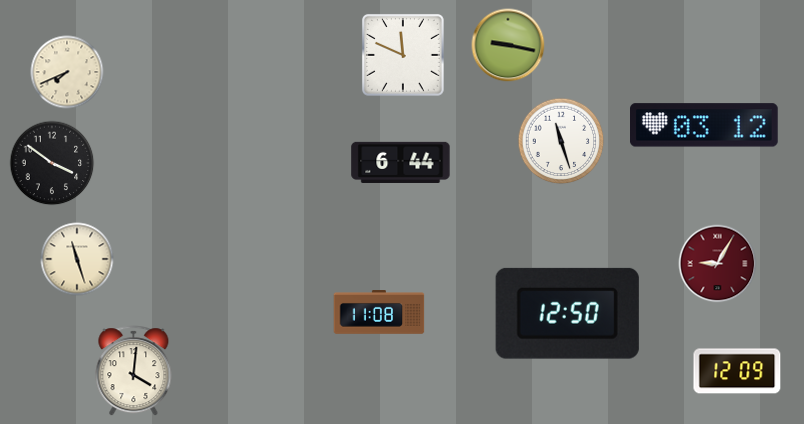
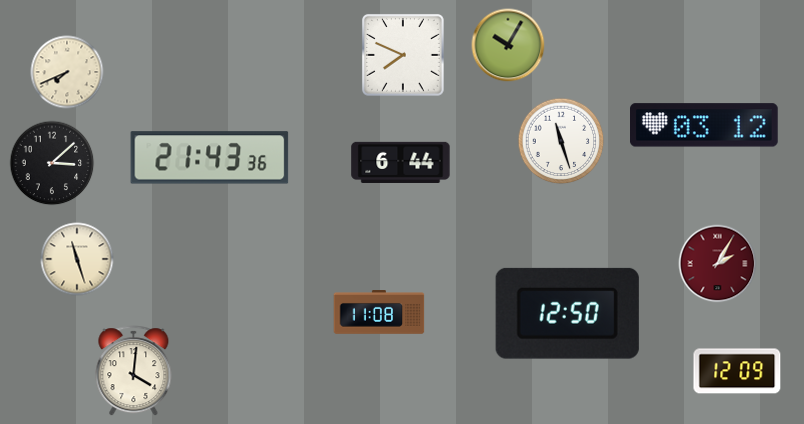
clock at (508, 45): 9:17 -> 10:05
clock at (403, 55): 11:49 -> 7:49
clock at (210, 158): none -> 21:43
clock at (52, 163): 3:51 -> 3:08
clock at (718, 264): 9:05 -> 2:05
